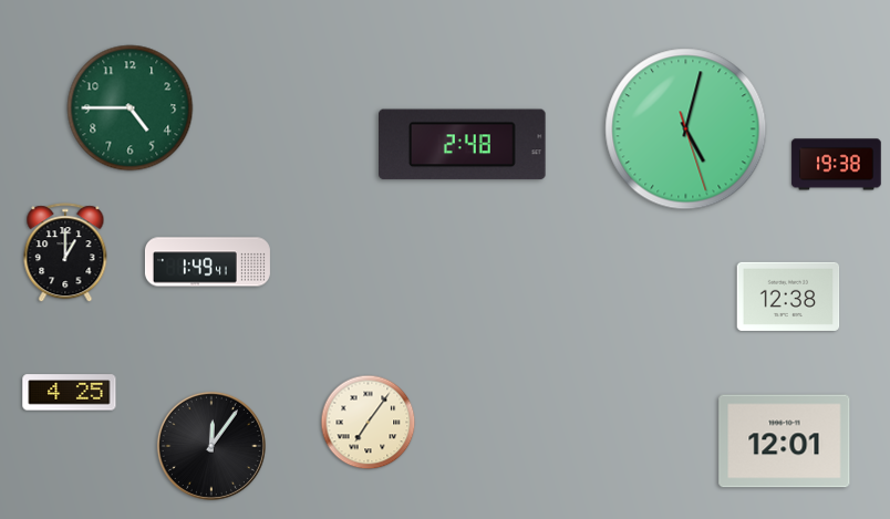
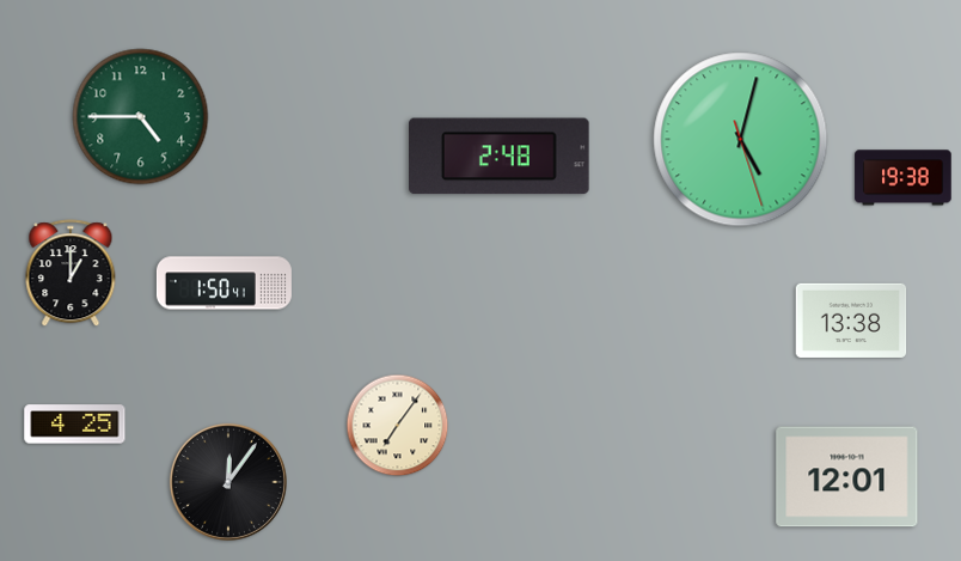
clock at (207, 262): 1:49 -> 1:50
clock at (788, 297): 12:38 -> 13:38
clock at (369, 423) position: (369, 423) -> (398, 426)
